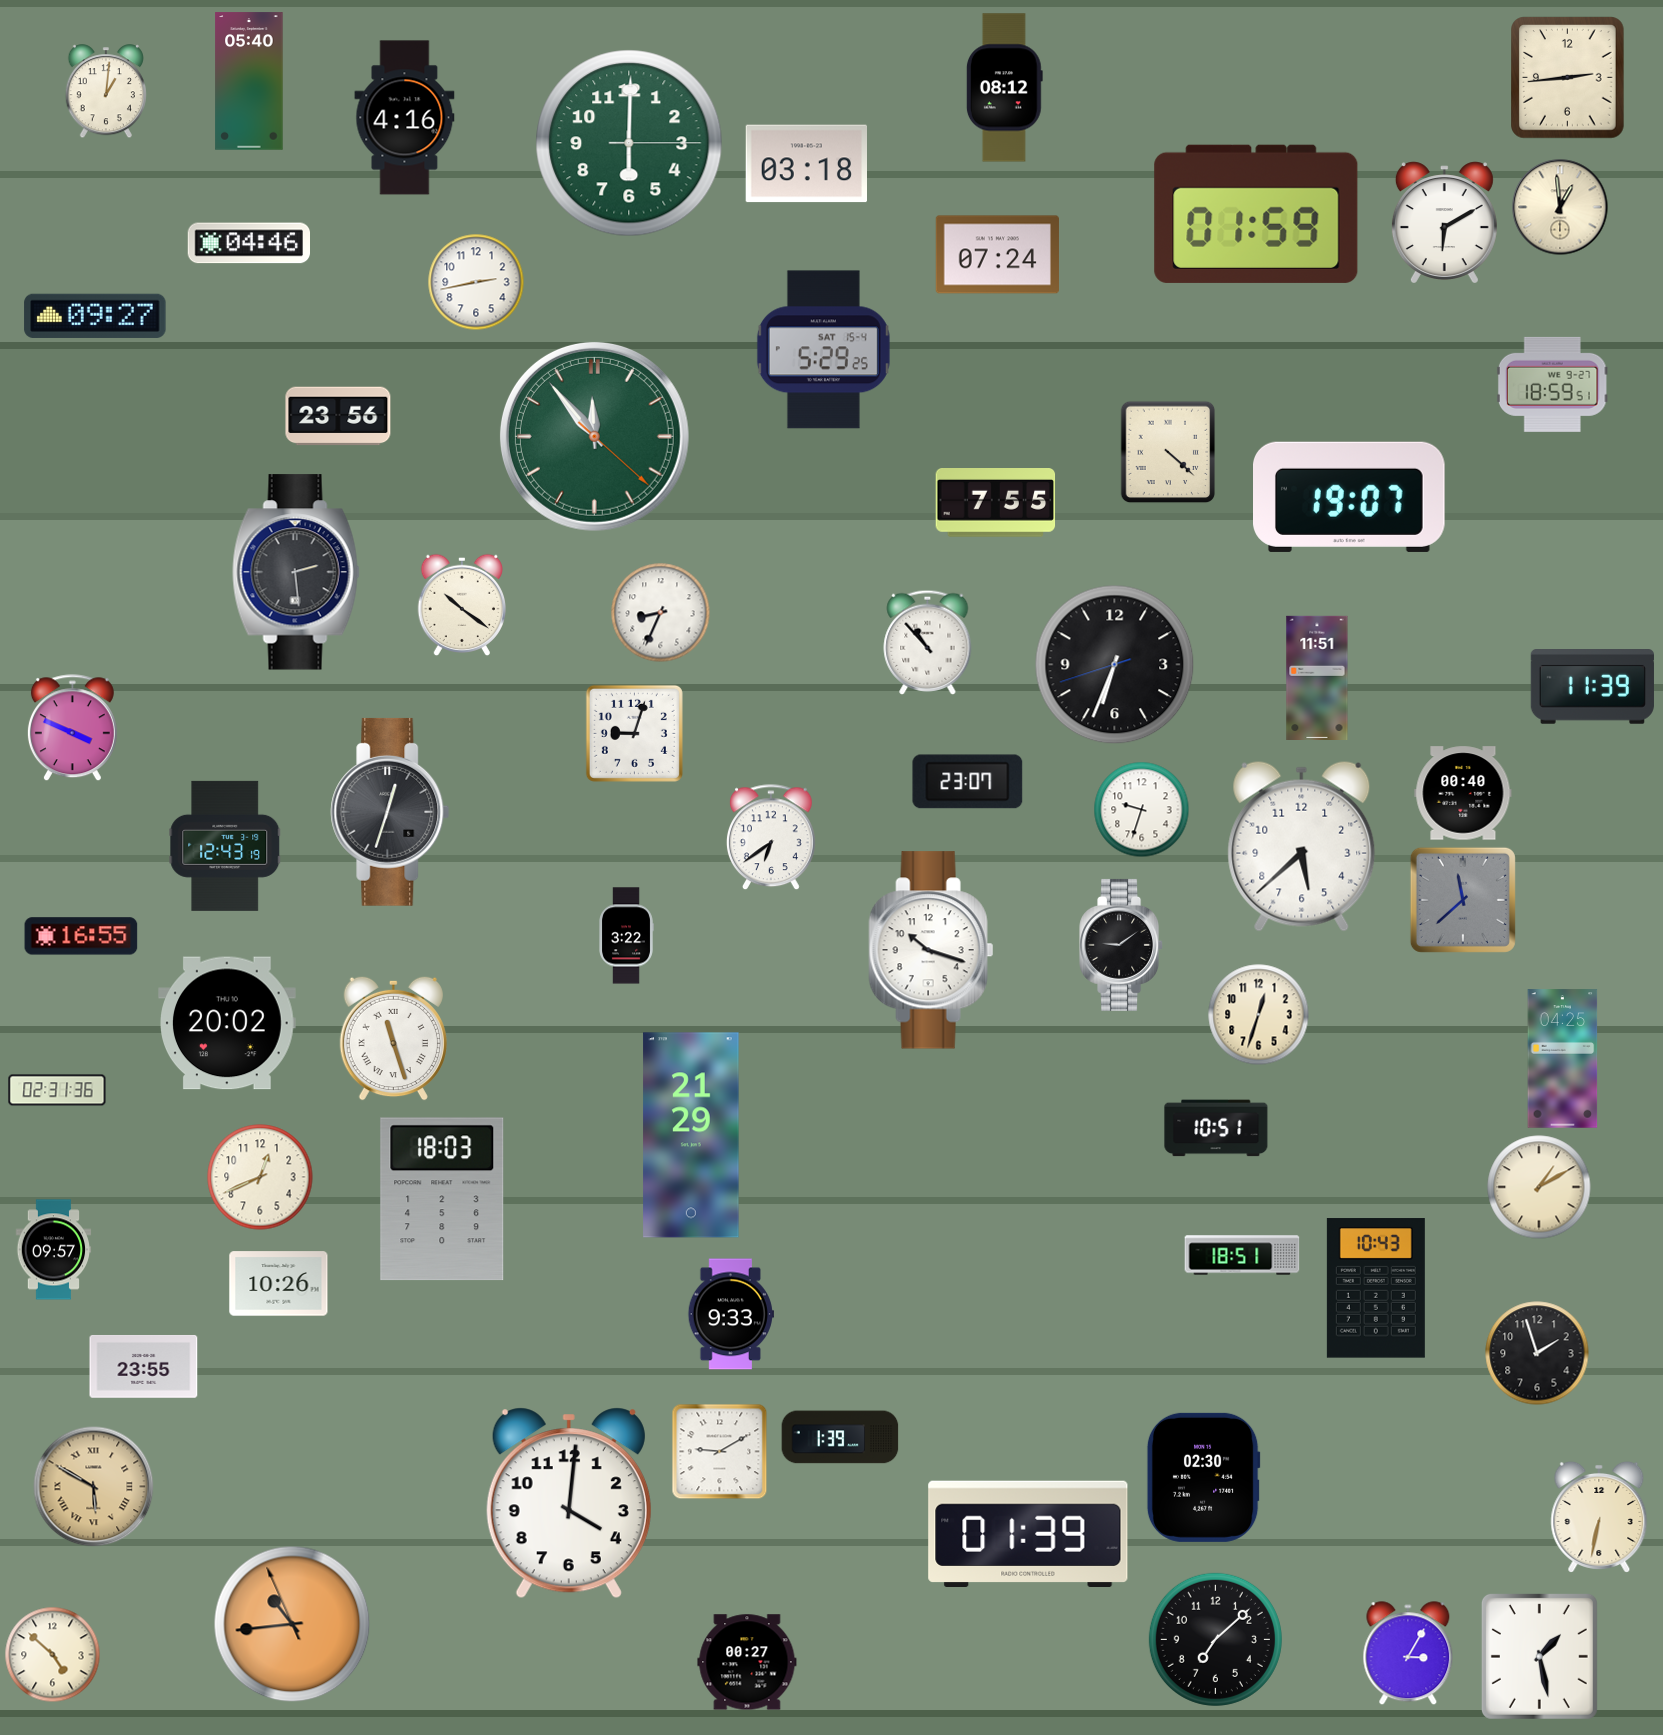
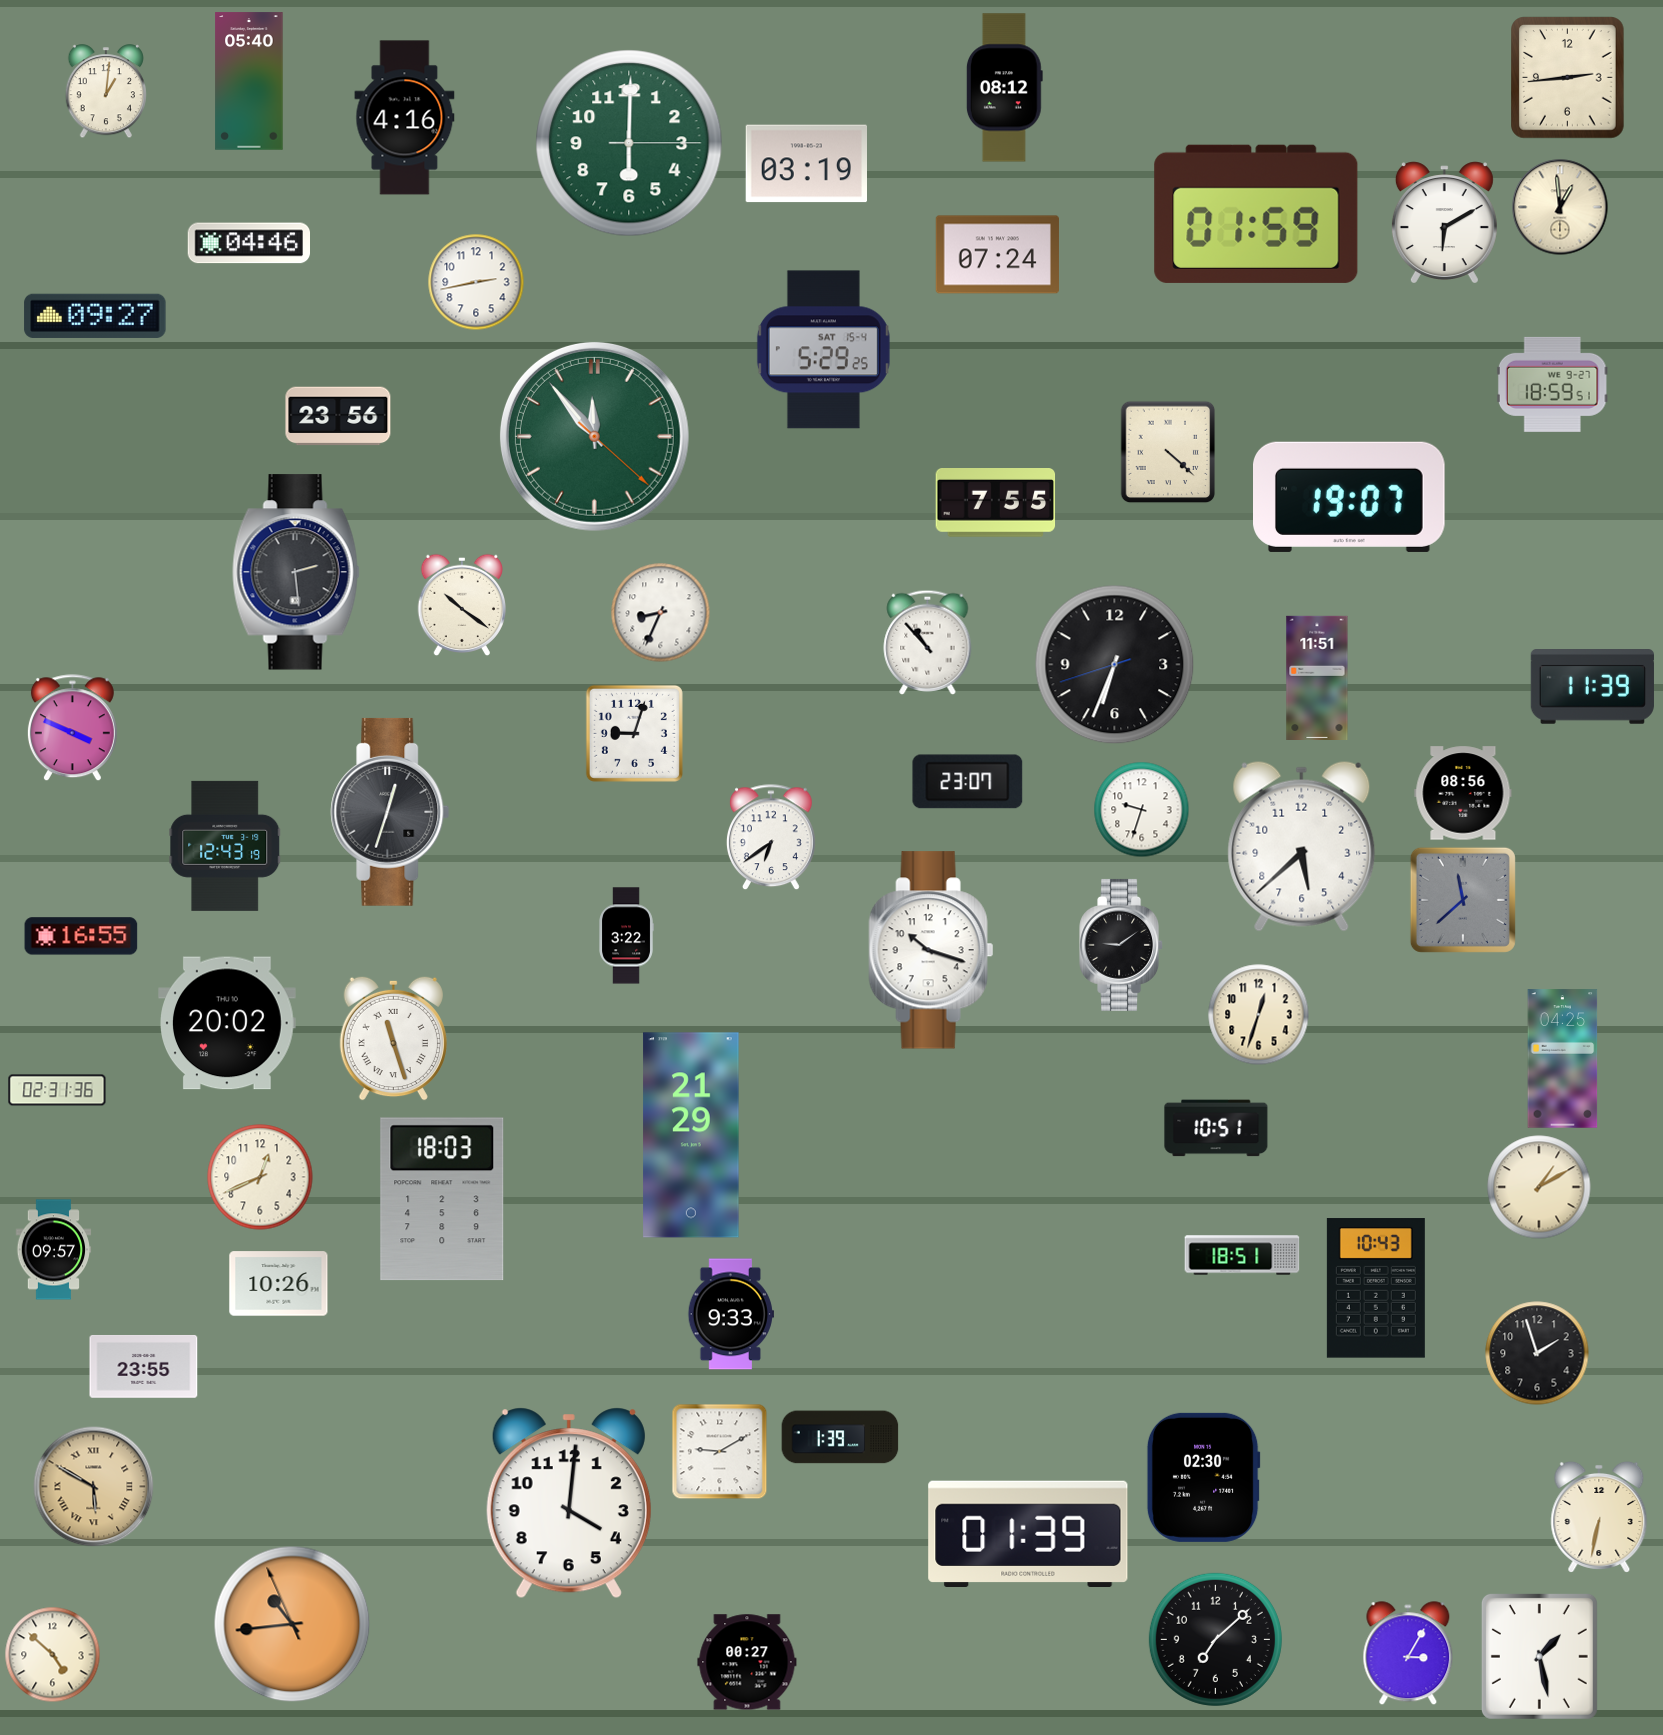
clock at (806, 164): 03:18 -> 03:19
clock at (1463, 793): 00:40 -> 08:56
